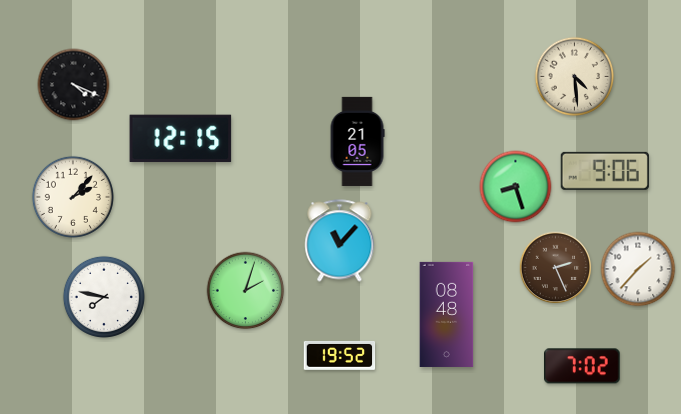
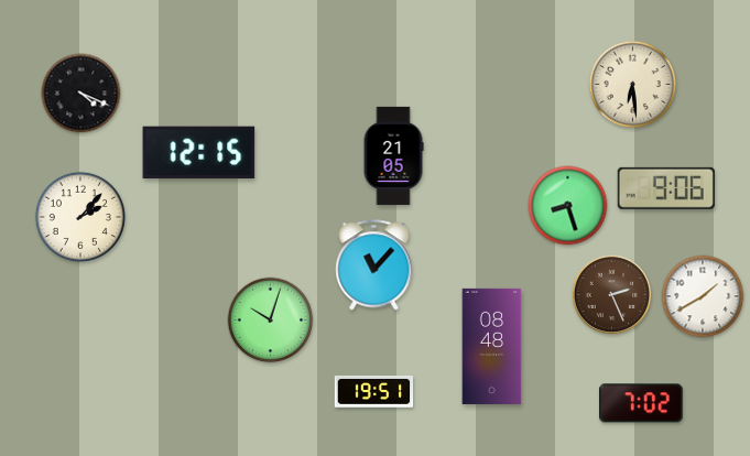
clock at (575, 77): 4:29 -> 6:29
clock at (638, 269): 1:37 -> 1:40
clock at (246, 291): 2:03 -> 10:03
clock at (104, 297): 7:47 -> none
clock at (340, 355): 19:52 -> 19:51
